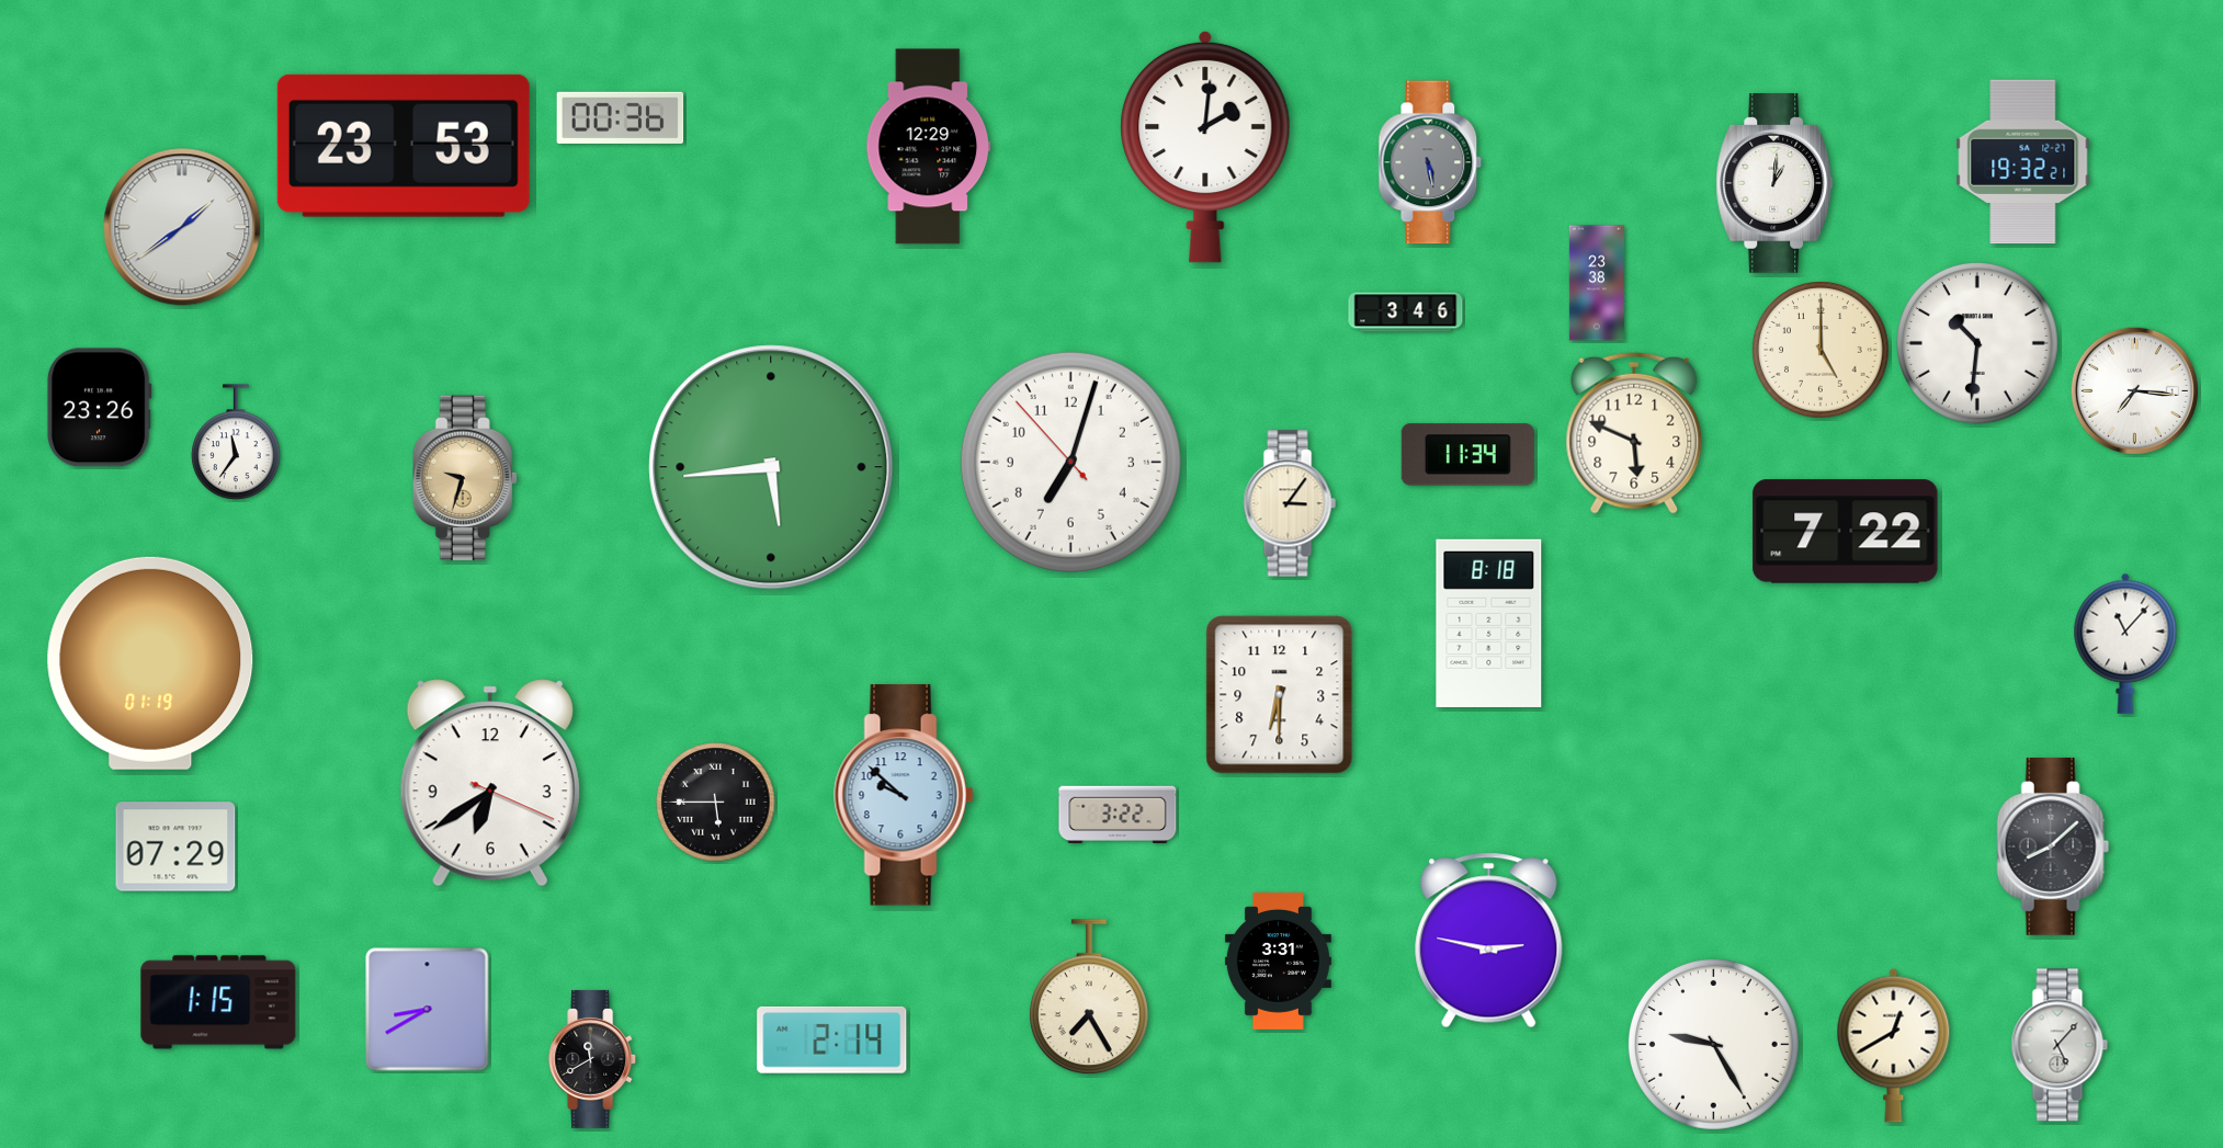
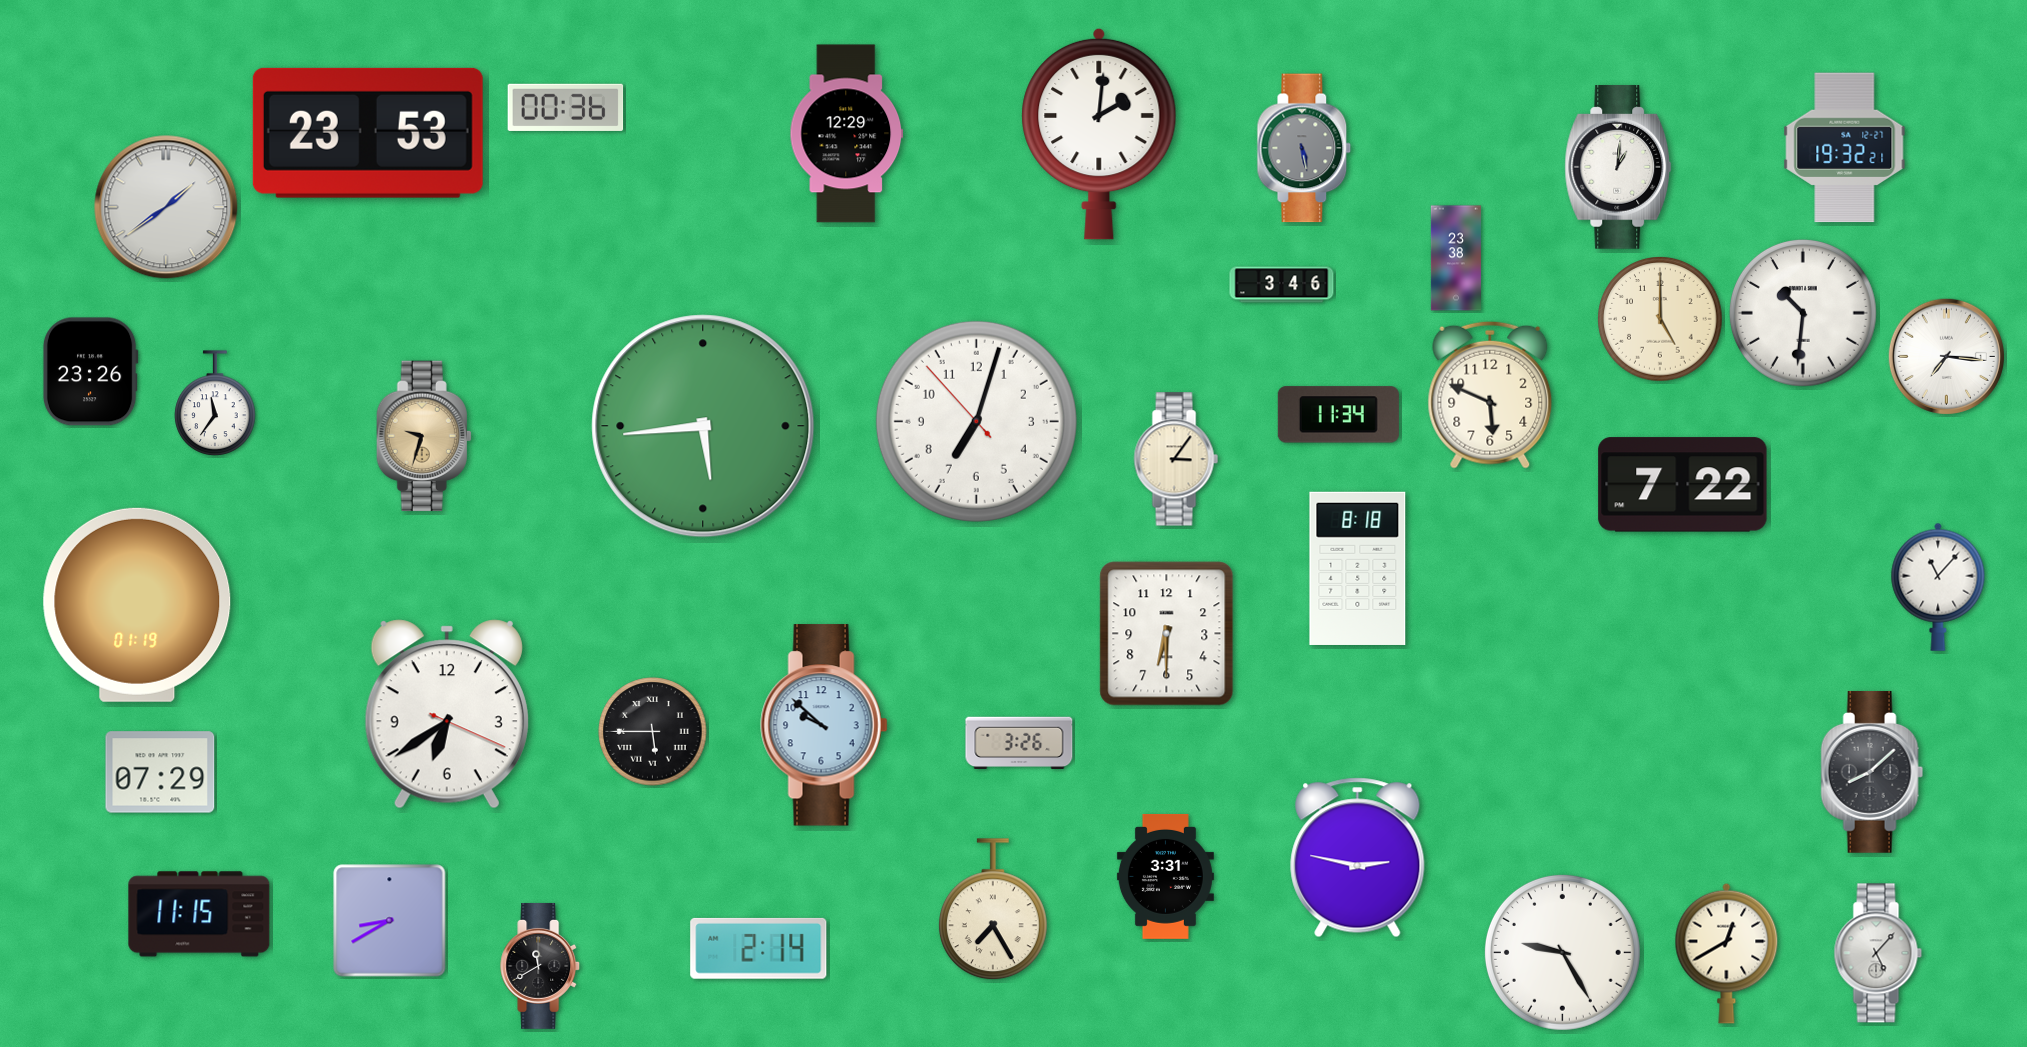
clock at (1118, 815): 3:22 -> 3:26
clock at (218, 1002): 1:15 -> 11:15
